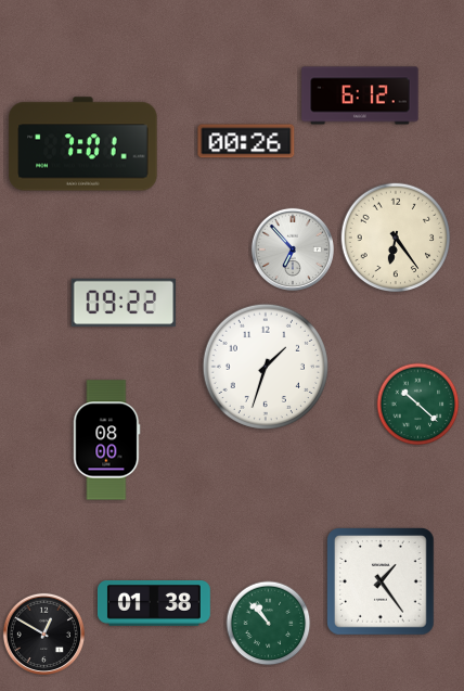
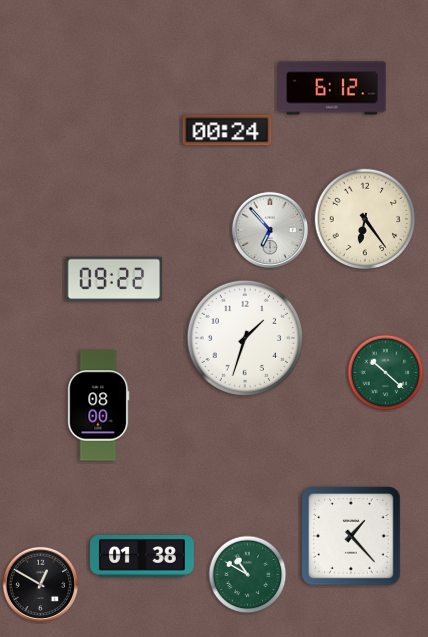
clock at (246, 141): 00:26 -> 00:24
clock at (83, 144): 7:01 -> none
clock at (381, 581): 1:24 -> 1:23
clock at (269, 624): 10:53 -> 10:50
